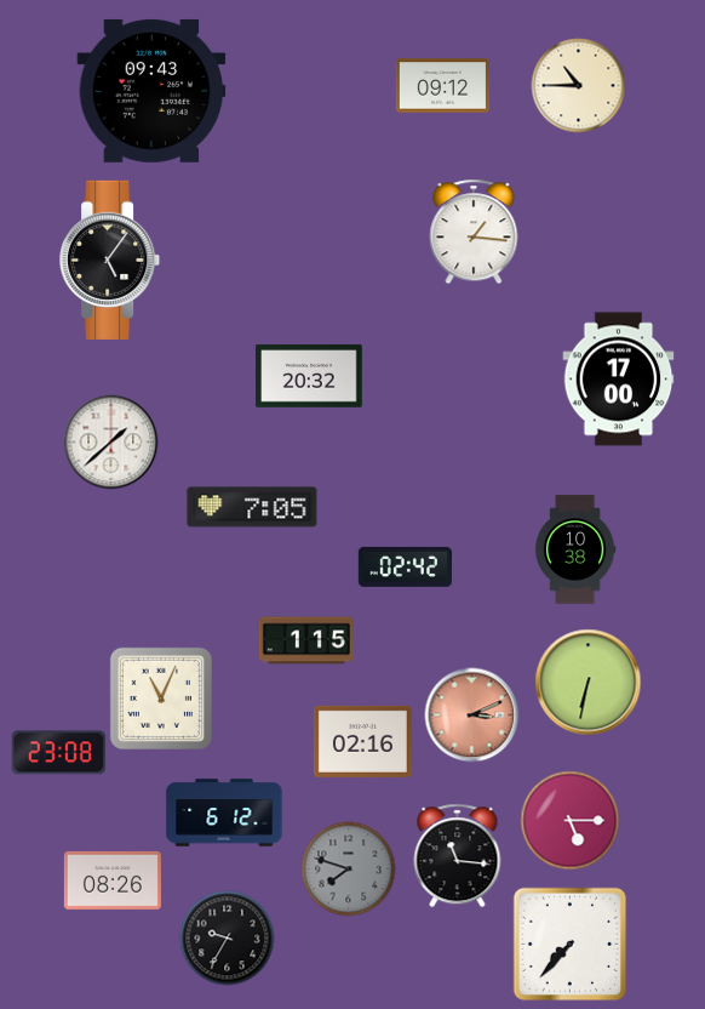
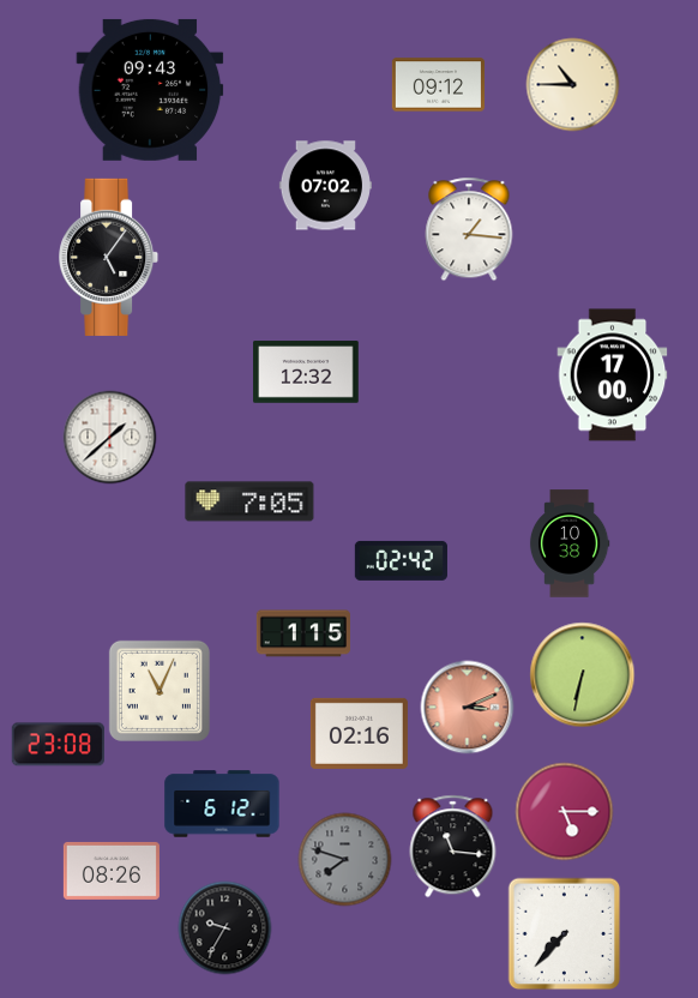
clock at (325, 186): none -> 07:02
clock at (309, 376): 20:32 -> 12:32
